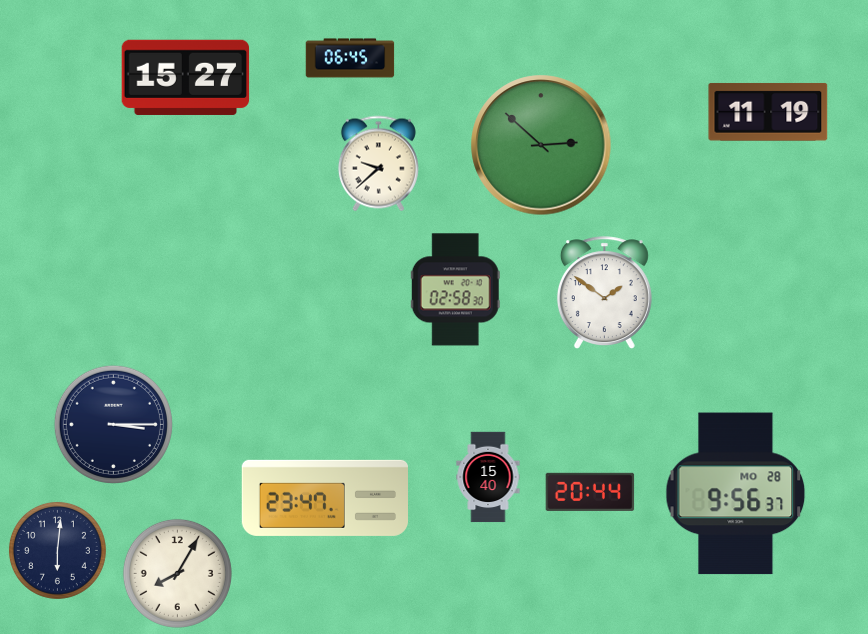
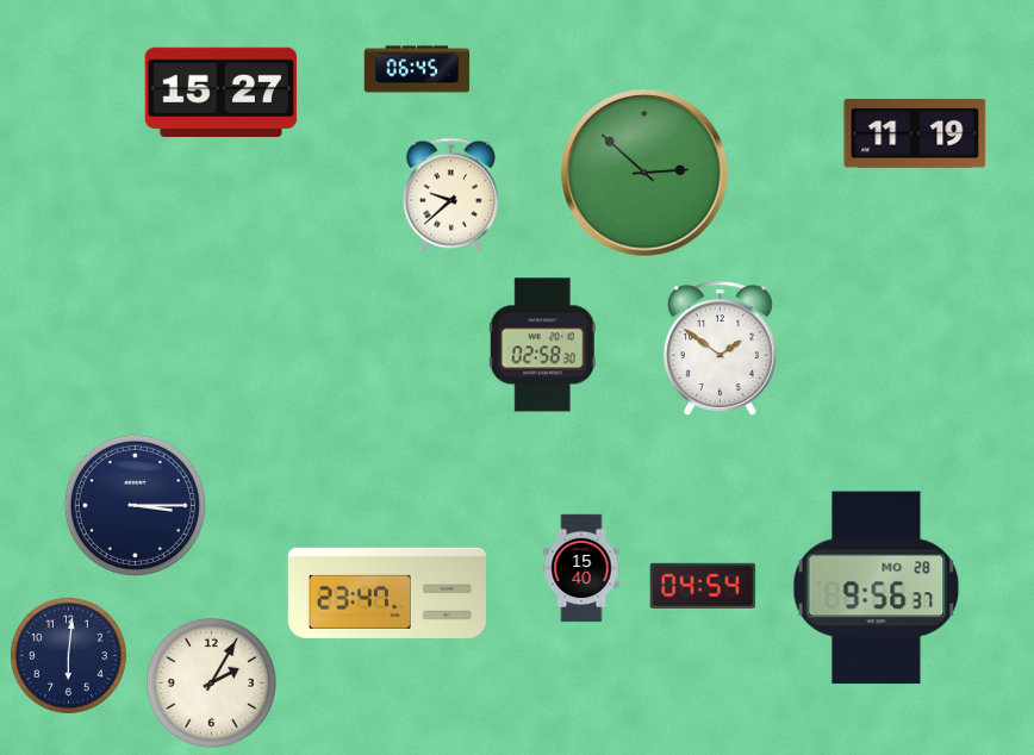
clock at (590, 492): 20:44 -> 04:54
clock at (177, 573): 8:05 -> 2:05
